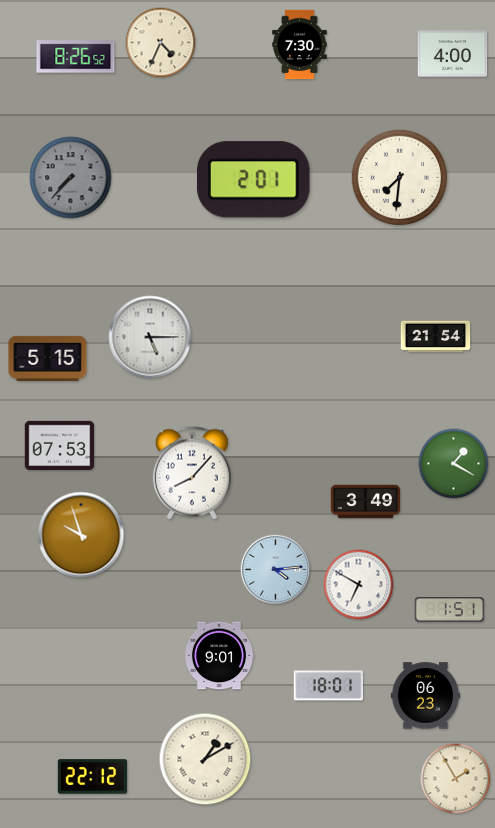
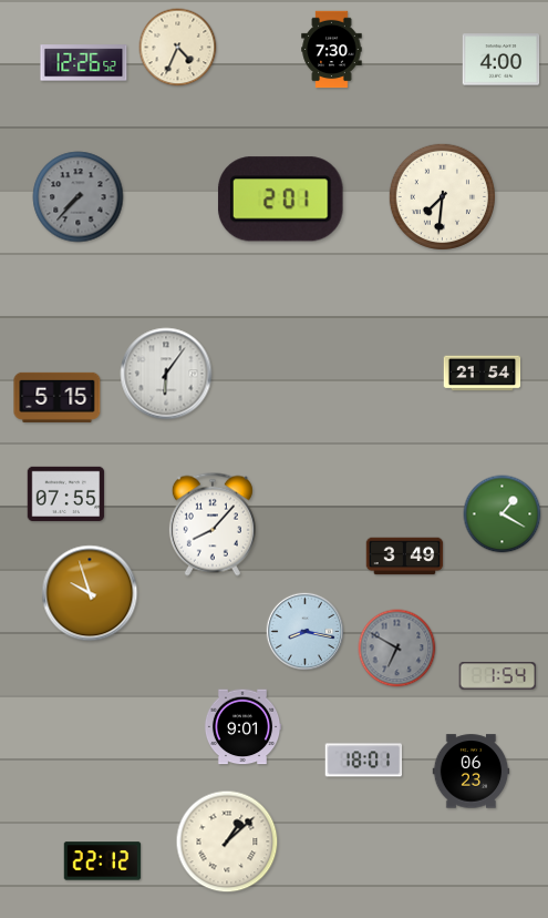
clock at (76, 57): 8:26 -> 12:26
clock at (150, 337): 5:15 -> 6:06
clock at (48, 358) position: (48, 358) -> (58, 397)
clock at (60, 445): 07:53 -> 07:55
clock at (275, 569): 4:14 -> 8:17
clock at (359, 585) dial: white -> grey
clock at (450, 610): 1:51 -> 1:54
clock at (205, 759): 1:10 -> 1:08
clock at (456, 779): 1:55 -> none
